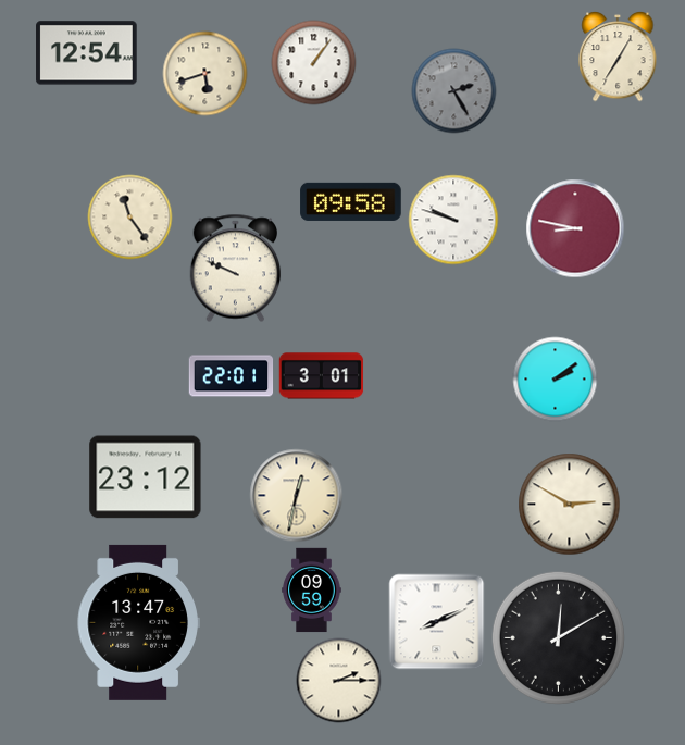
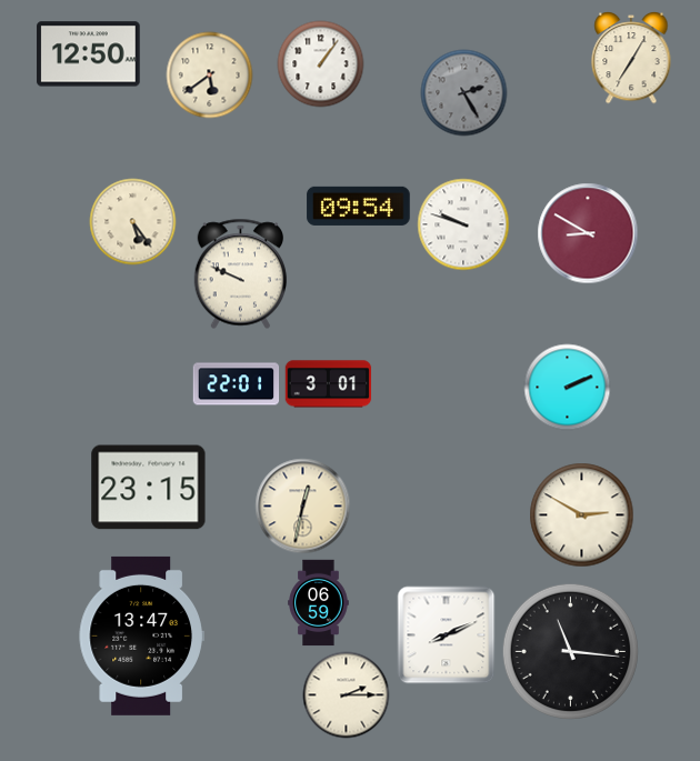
clock at (87, 53): 12:54 -> 12:50
clock at (204, 73): 5:42 -> 5:39
clock at (351, 201): 09:58 -> 09:54
clock at (129, 216): 11:24 -> 5:24
clock at (575, 228): 8:47 -> 8:50
clock at (555, 378): 2:09 -> 2:11
clock at (146, 477): 23:12 -> 23:15
clock at (312, 589): 09:59 -> 06:59
clock at (558, 637): 12:10 -> 11:16
